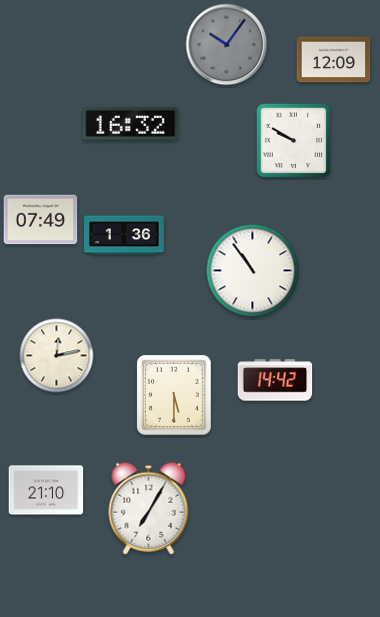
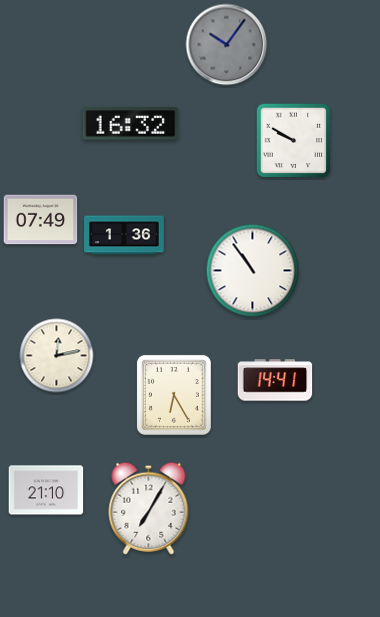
clock at (334, 60): 12:09 -> none
clock at (275, 380): 14:42 -> 14:41
clock at (174, 395): 5:30 -> 6:25
